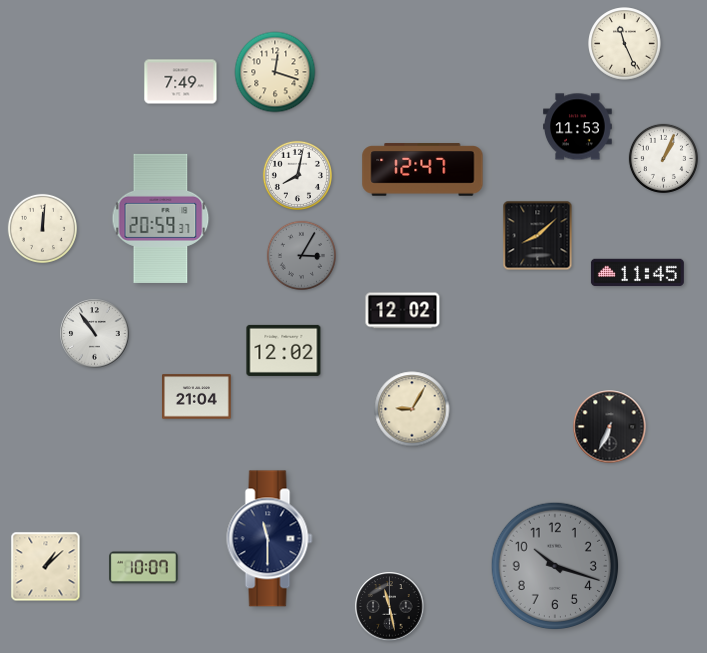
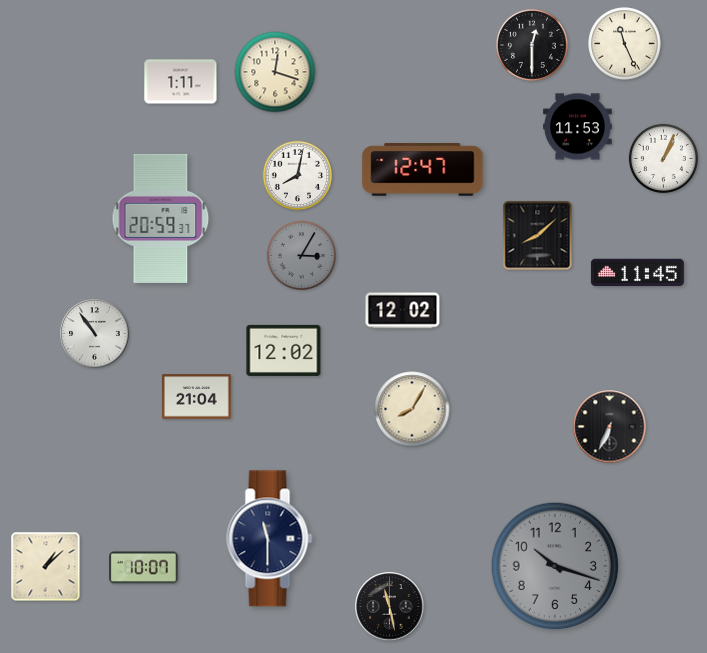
clock at (533, 46): none -> 12:30
clock at (181, 82): 7:49 -> 1:11
clock at (42, 228): 12:01 -> none
clock at (412, 409): 9:05 -> 8:05
